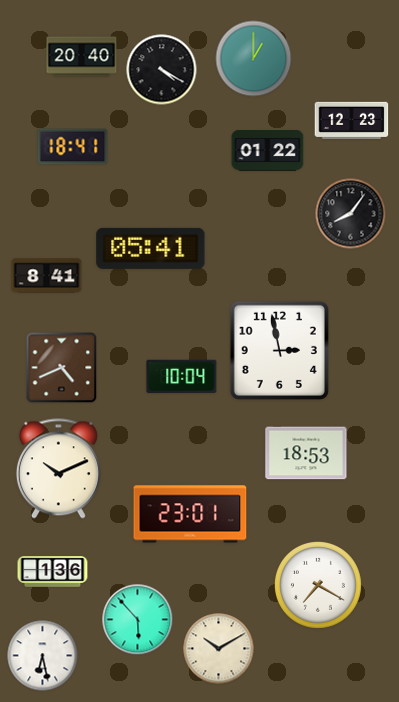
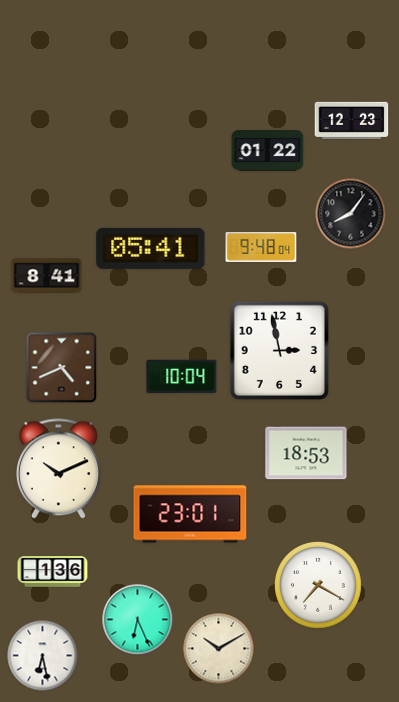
clock at (82, 57): 20:40 -> none
clock at (254, 59): 1:00 -> none
clock at (162, 70): 4:20 -> none
clock at (73, 147): 18:41 -> none
clock at (261, 247): none -> 9:48
clock at (138, 620): 5:53 -> 6:26
